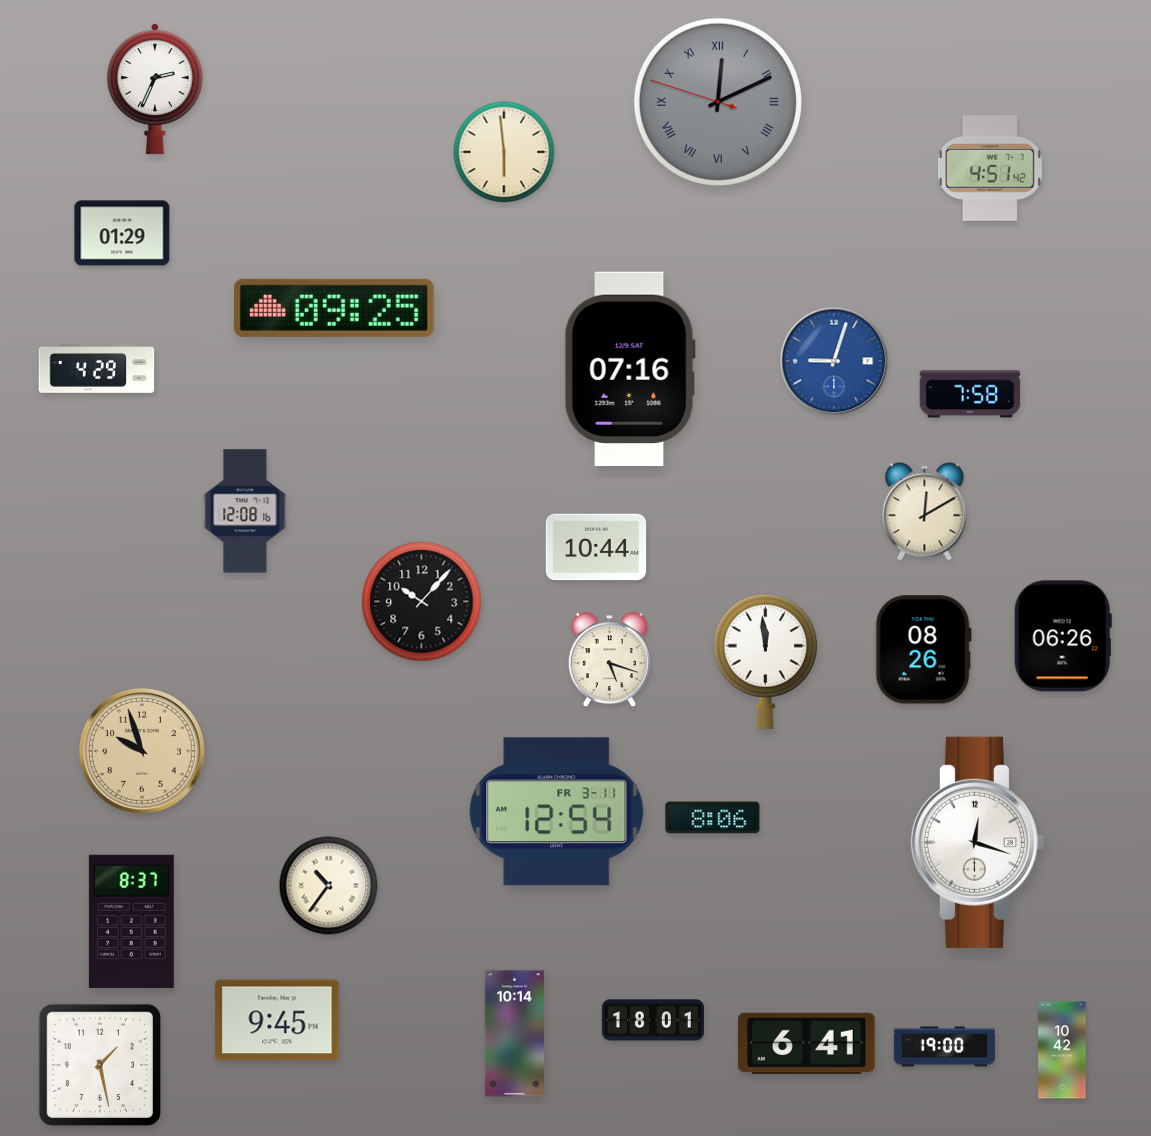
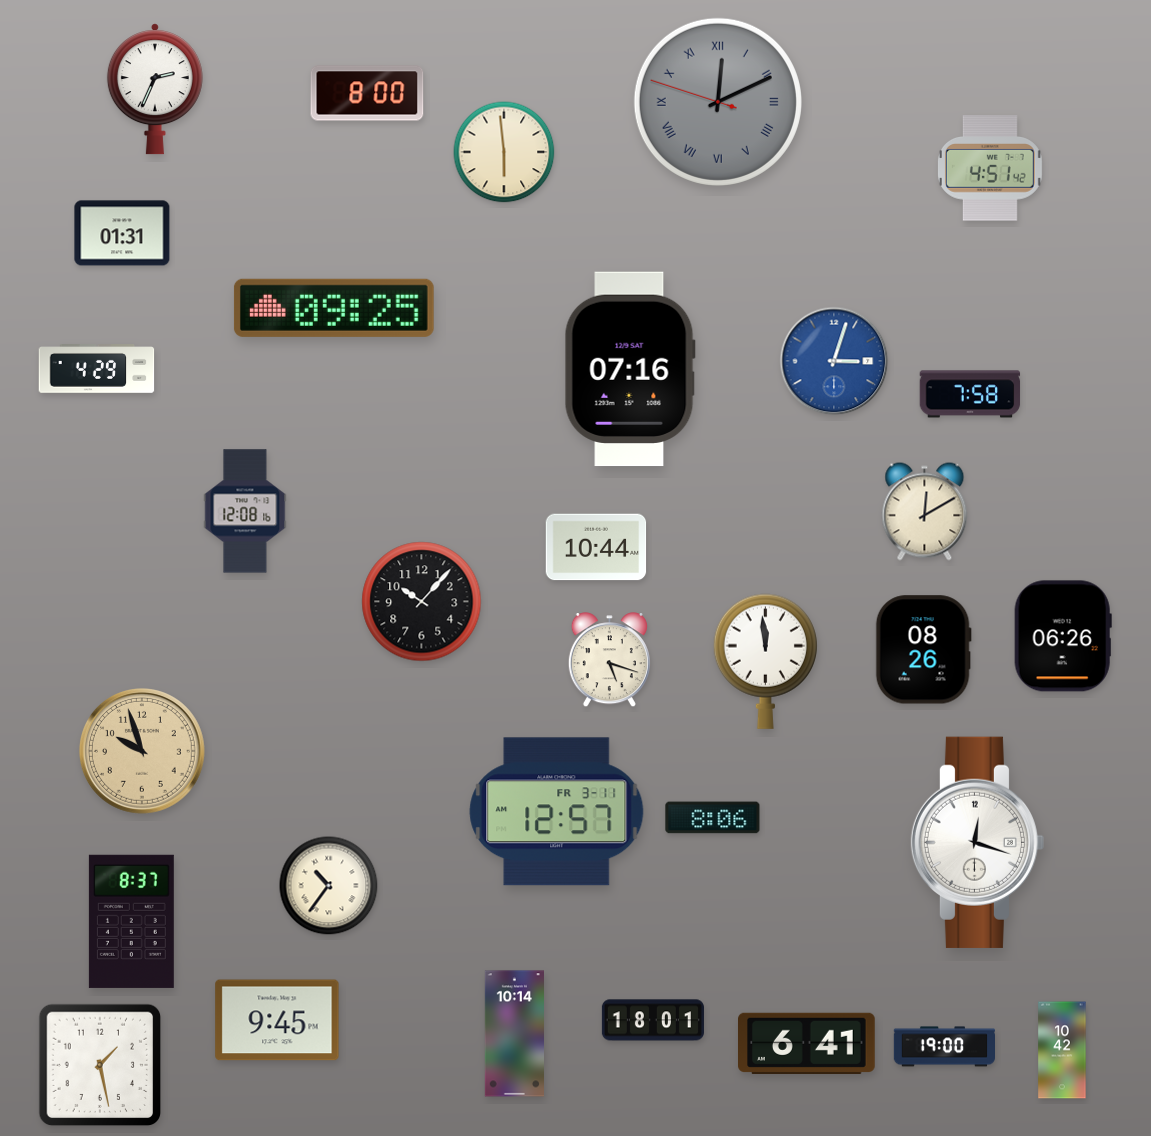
clock at (367, 93): none -> 8:00
clock at (122, 233): 01:29 -> 01:31
clock at (834, 361): 9:03 -> 3:03
clock at (557, 812): 12:54 -> 12:57
